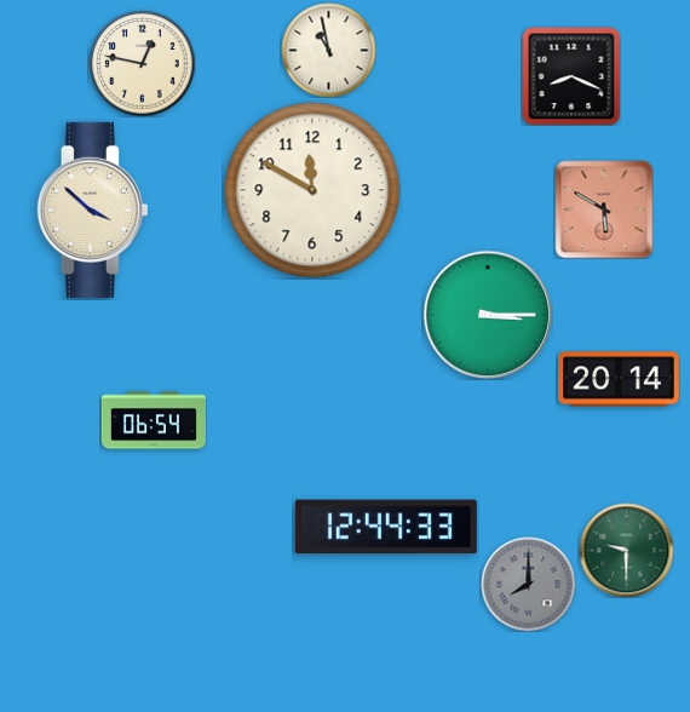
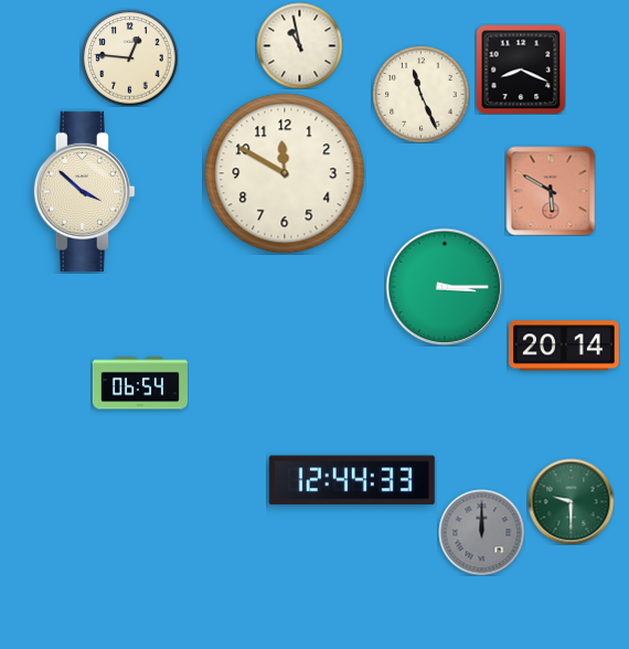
clock at (142, 63): 12:47 -> 12:46
clock at (420, 94): none -> 11:26
clock at (528, 584): 8:00 -> 12:00
